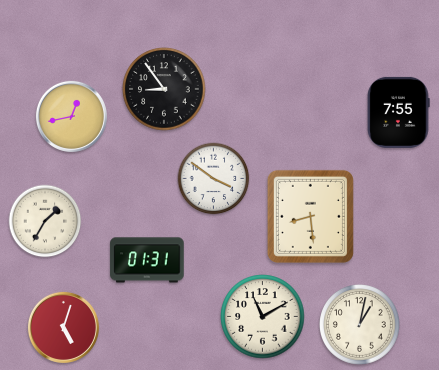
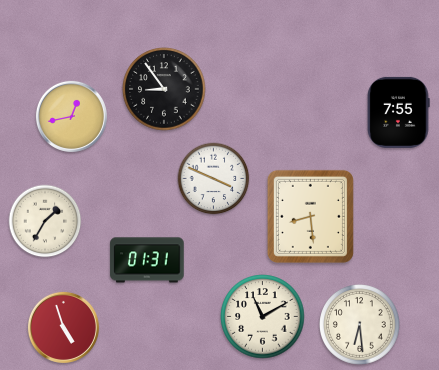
clock at (214, 179): 3:51 -> 3:49
clock at (360, 325): 1:02 -> 6:29
clock at (63, 327): 5:03 -> 4:57
